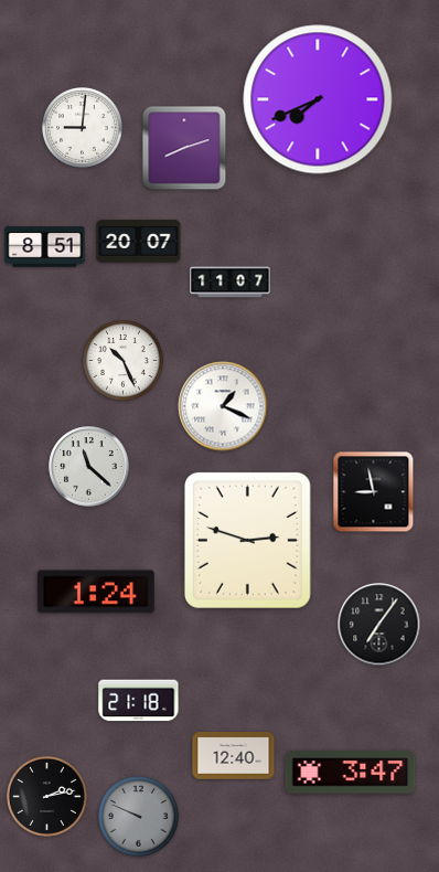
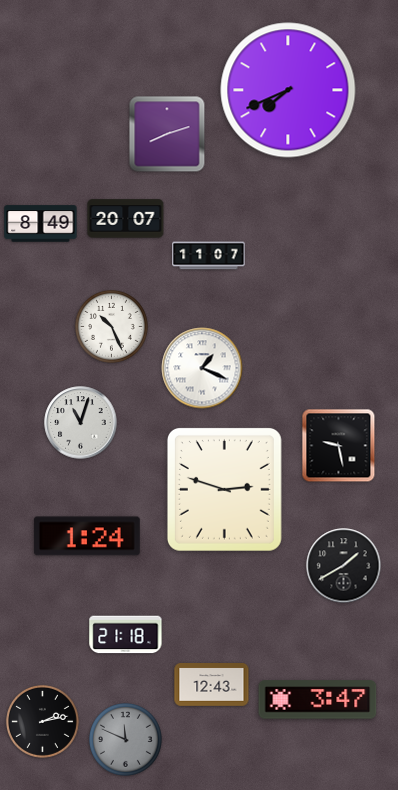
clock at (82, 127): 9:01 -> none
clock at (45, 247): 8:51 -> 8:49
clock at (89, 467): 11:22 -> 11:03
clock at (374, 492): 8:58 -> 9:28
clock at (379, 625): 7:06 -> 1:40
clock at (234, 756): 12:40 -> 12:43
clock at (138, 816): 9:49 -> 11:49
